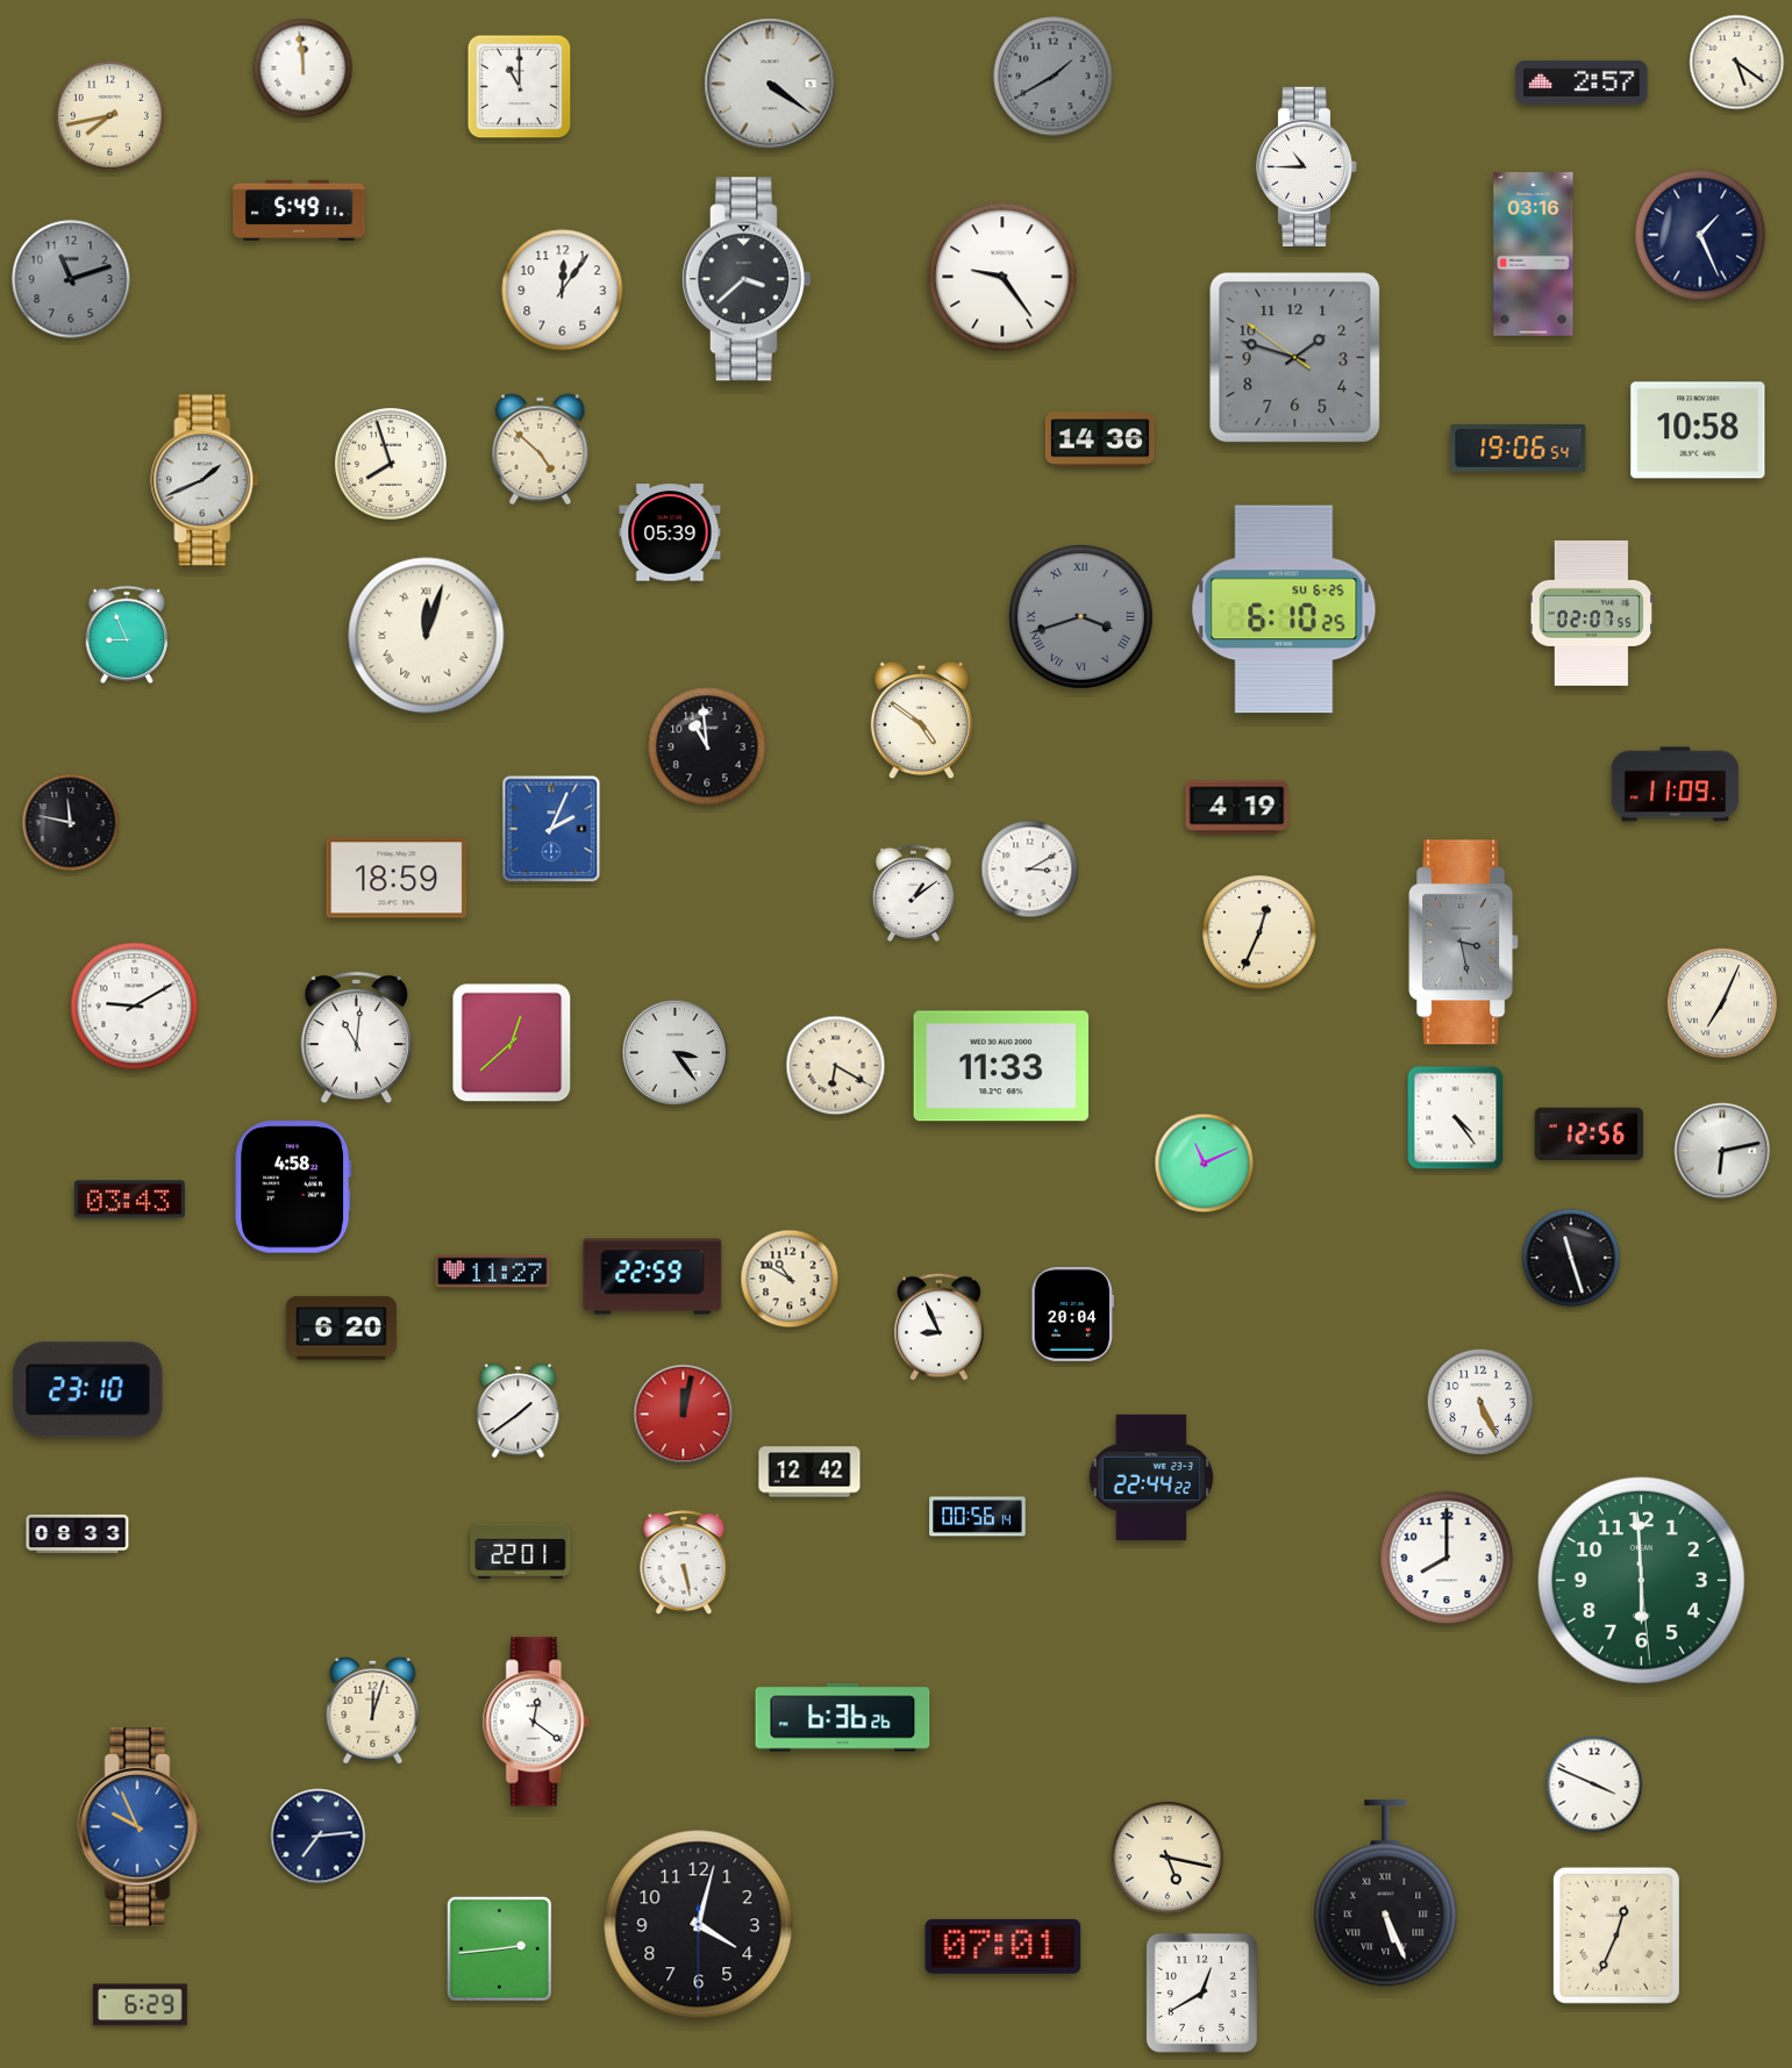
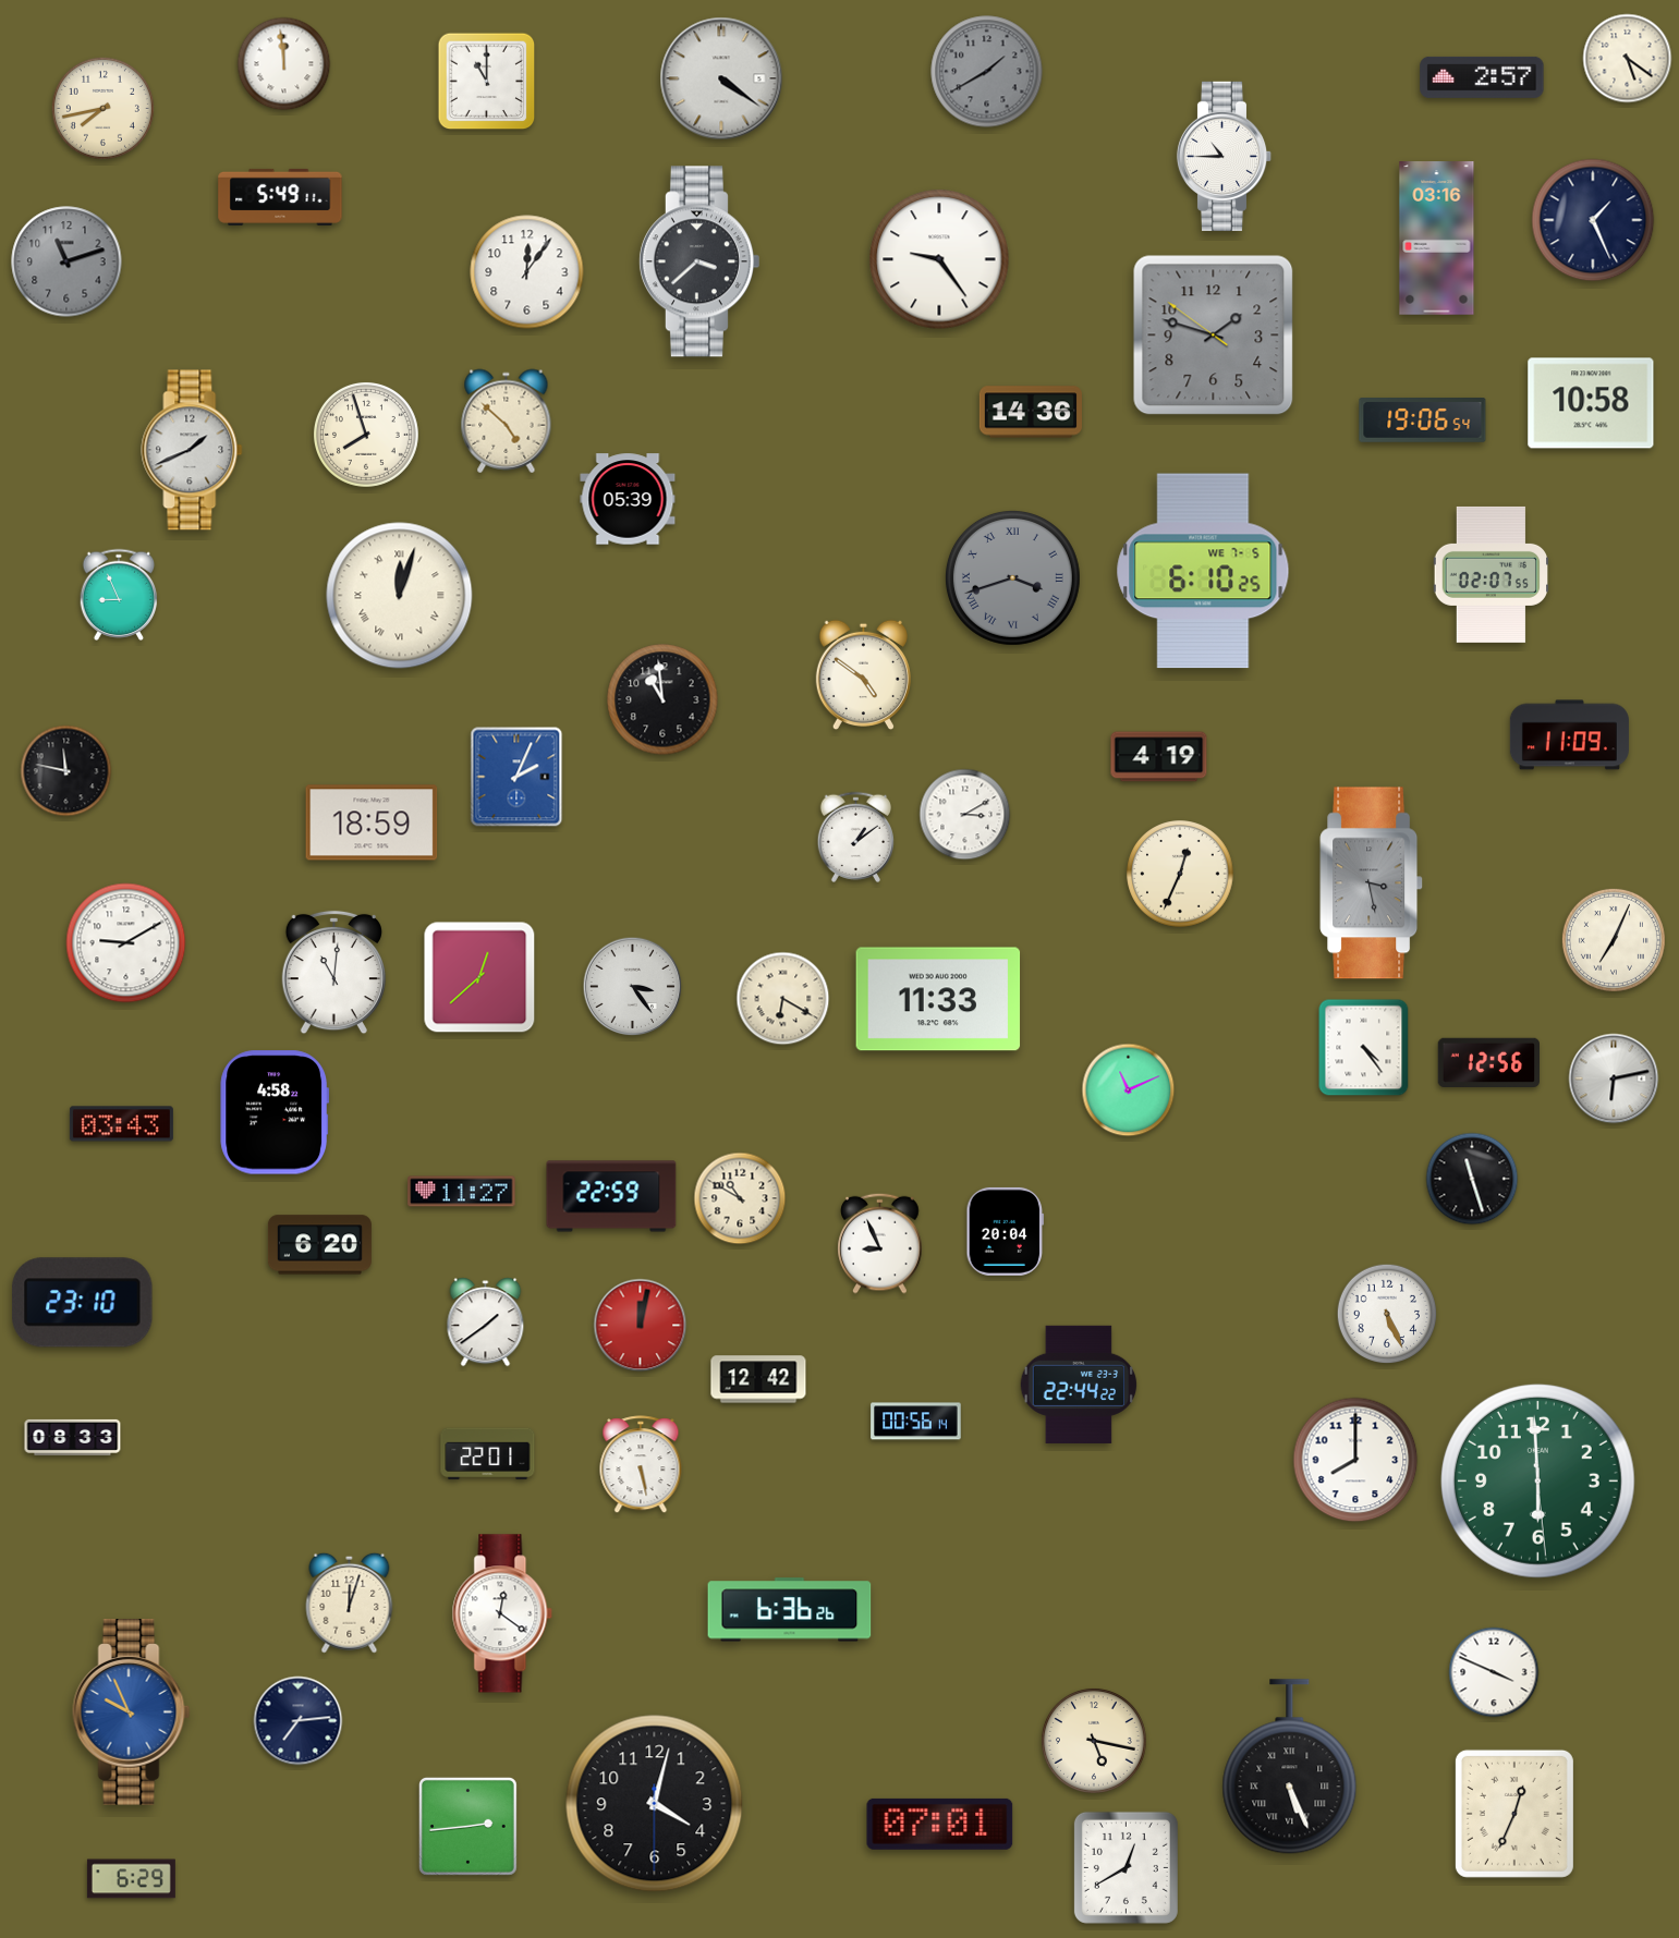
clock at (1284, 609) date: SU 6-25 -> WE 7-5
clock at (1386, 1894) position: (1386, 1894) -> (1290, 1767)
